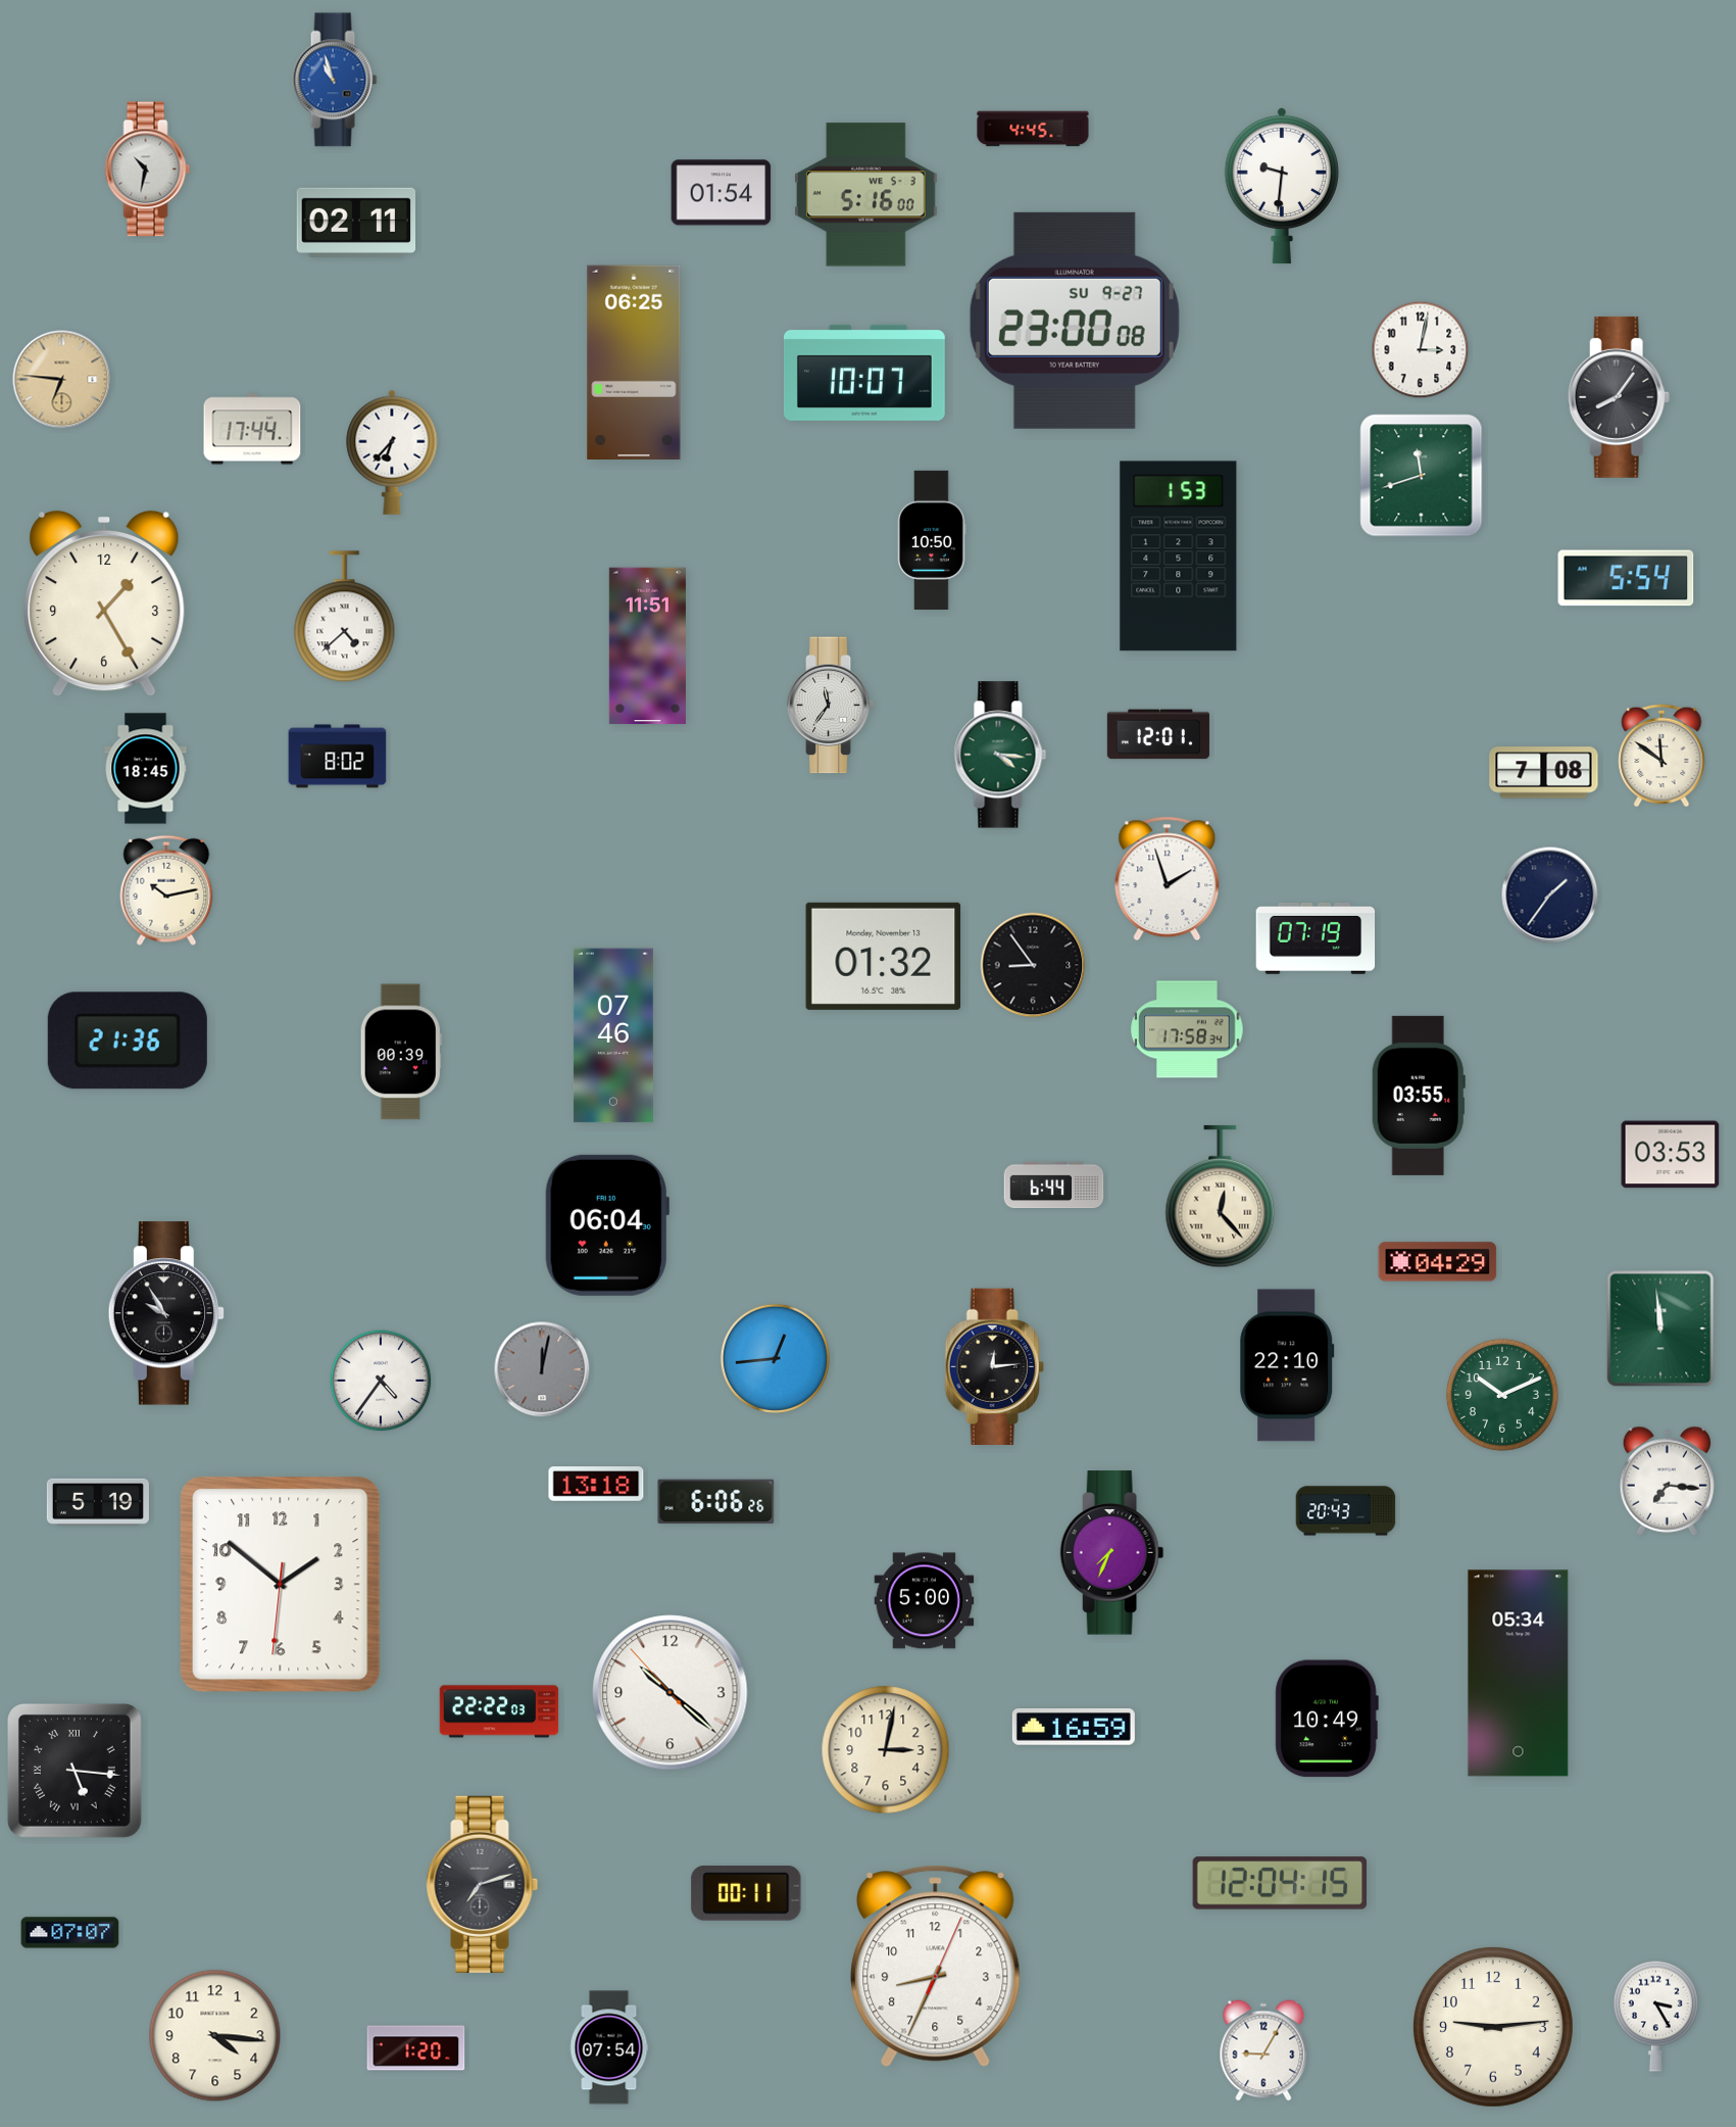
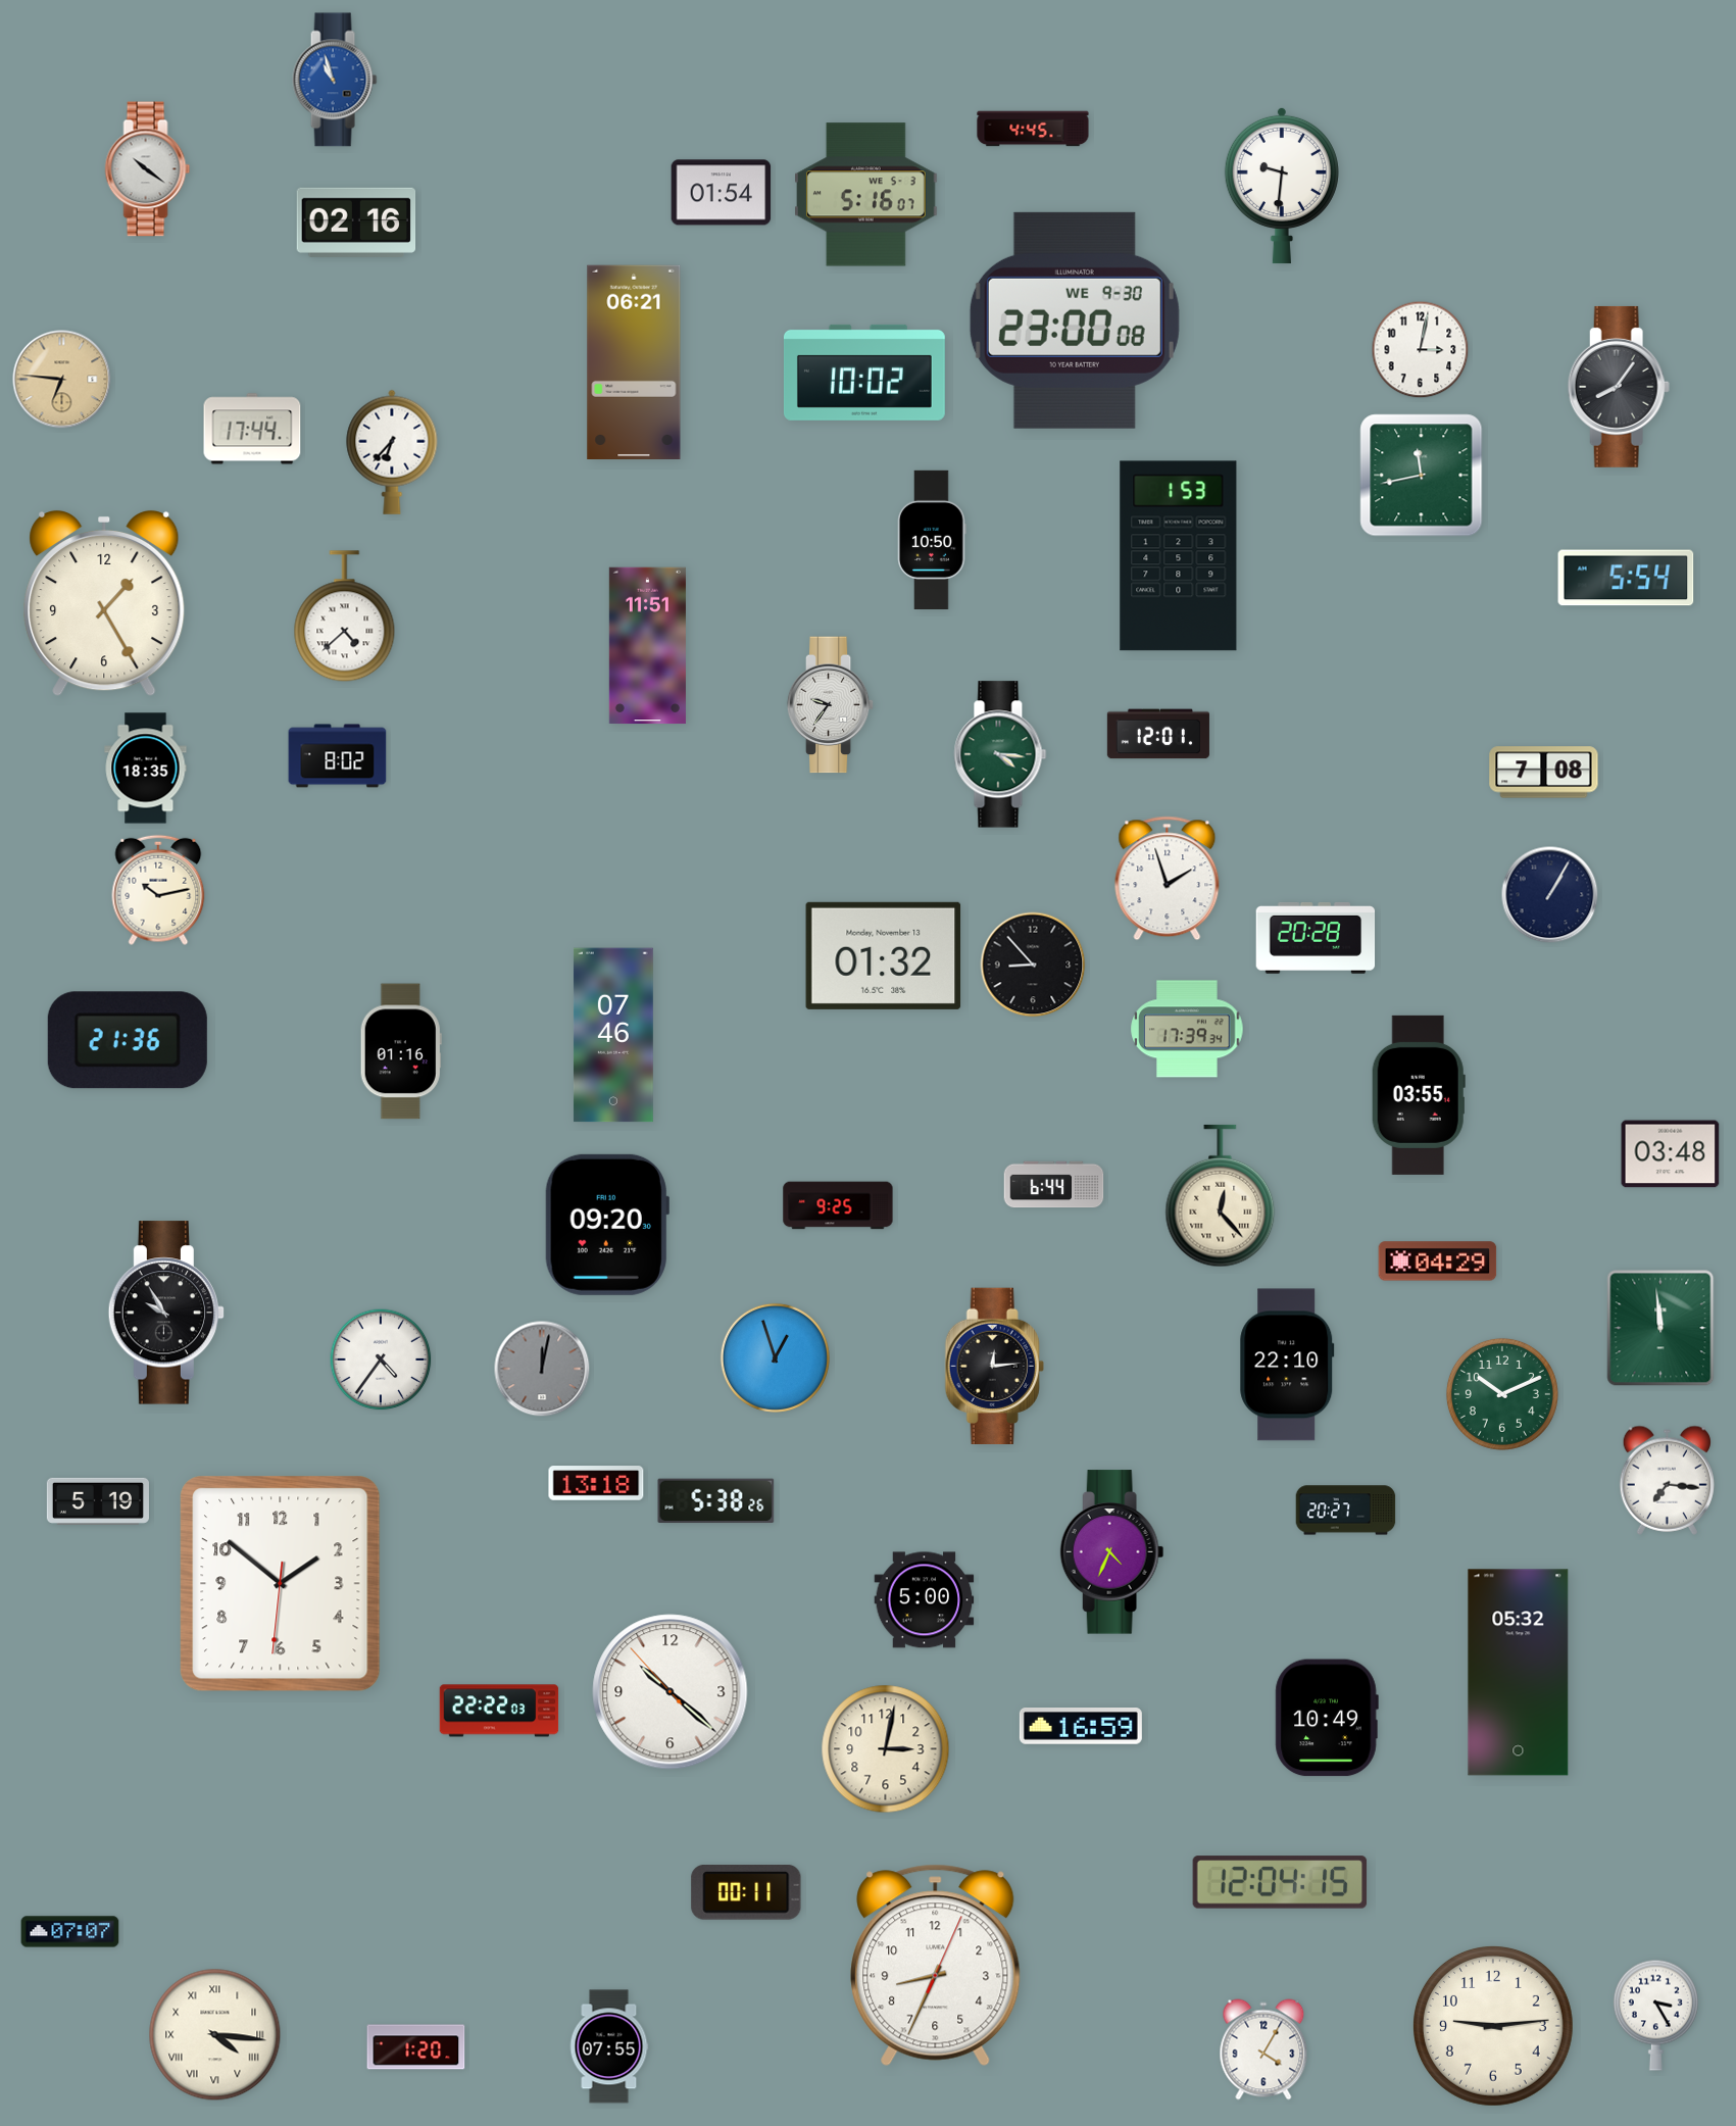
clock at (148, 170): 10:32 -> 10:21
clock at (866, 195): 5:16:00 -> 5:16:07
clock at (356, 223): 02:11 -> 02:16
clock at (1075, 321) date: SU 9-27 -> WE 9-30
clock at (634, 361): 06:25 -> 06:21
clock at (864, 373): 10:07 -> 10:02
clock at (1619, 397) position: (1619, 397) -> (1619, 387)
clock at (1422, 476): 11:42 -> 11:43
clock at (831, 706): 11:36 -> 9:36
clock at (1661, 756): 11:51 -> none
clock at (146, 769): 18:45 -> 18:35
clock at (166, 890) position: (166, 890) -> (158, 890)
clock at (1550, 896): 1:36 -> 1:05
clock at (1316, 938): 07:19 -> 20:28
clock at (1033, 965): 8:54 -> 8:53
clock at (1187, 1029): 17:58 -> 17:39
clock at (401, 1052): 00:39 -> 01:16
clock at (1671, 1155): 03:53 -> 03:48
clock at (838, 1205): none -> 9:25
clock at (607, 1225): 06:04 -> 09:20
clock at (775, 1358): 12:44 -> 12:57
clock at (381, 1381) position: (381, 1381) -> (381, 1359)
clock at (716, 1502): 6:06 -> 5:38
clock at (1346, 1511): 20:43 -> 20:27
clock at (1112, 1553): 7:34 -> 4:34
clock at (1519, 1674): 05:34 -> 05:32
clock at (1074, 1728) position: (1074, 1728) -> (1081, 1727)
clock at (75, 1771): 5:16 -> none
clock at (483, 1884): 7:12 -> none
clock at (215, 2036) numerals: Arabic -> Roman
clock at (609, 2047): 07:54 -> 07:55
clock at (1263, 2050): 9:05 -> 4:05
